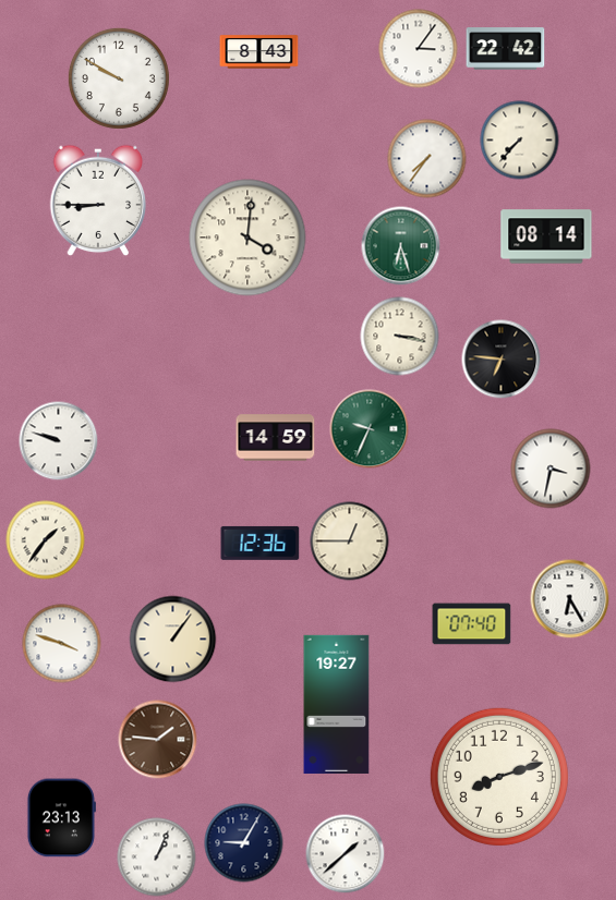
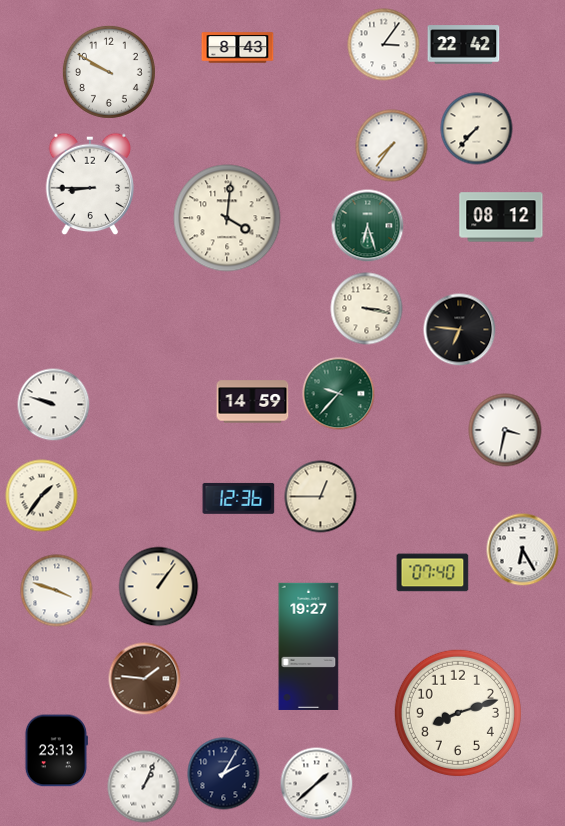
clock at (546, 236): 08:14 -> 08:12
clock at (370, 429): 9:34 -> 9:37
clock at (244, 843): 9:05 -> 2:05
